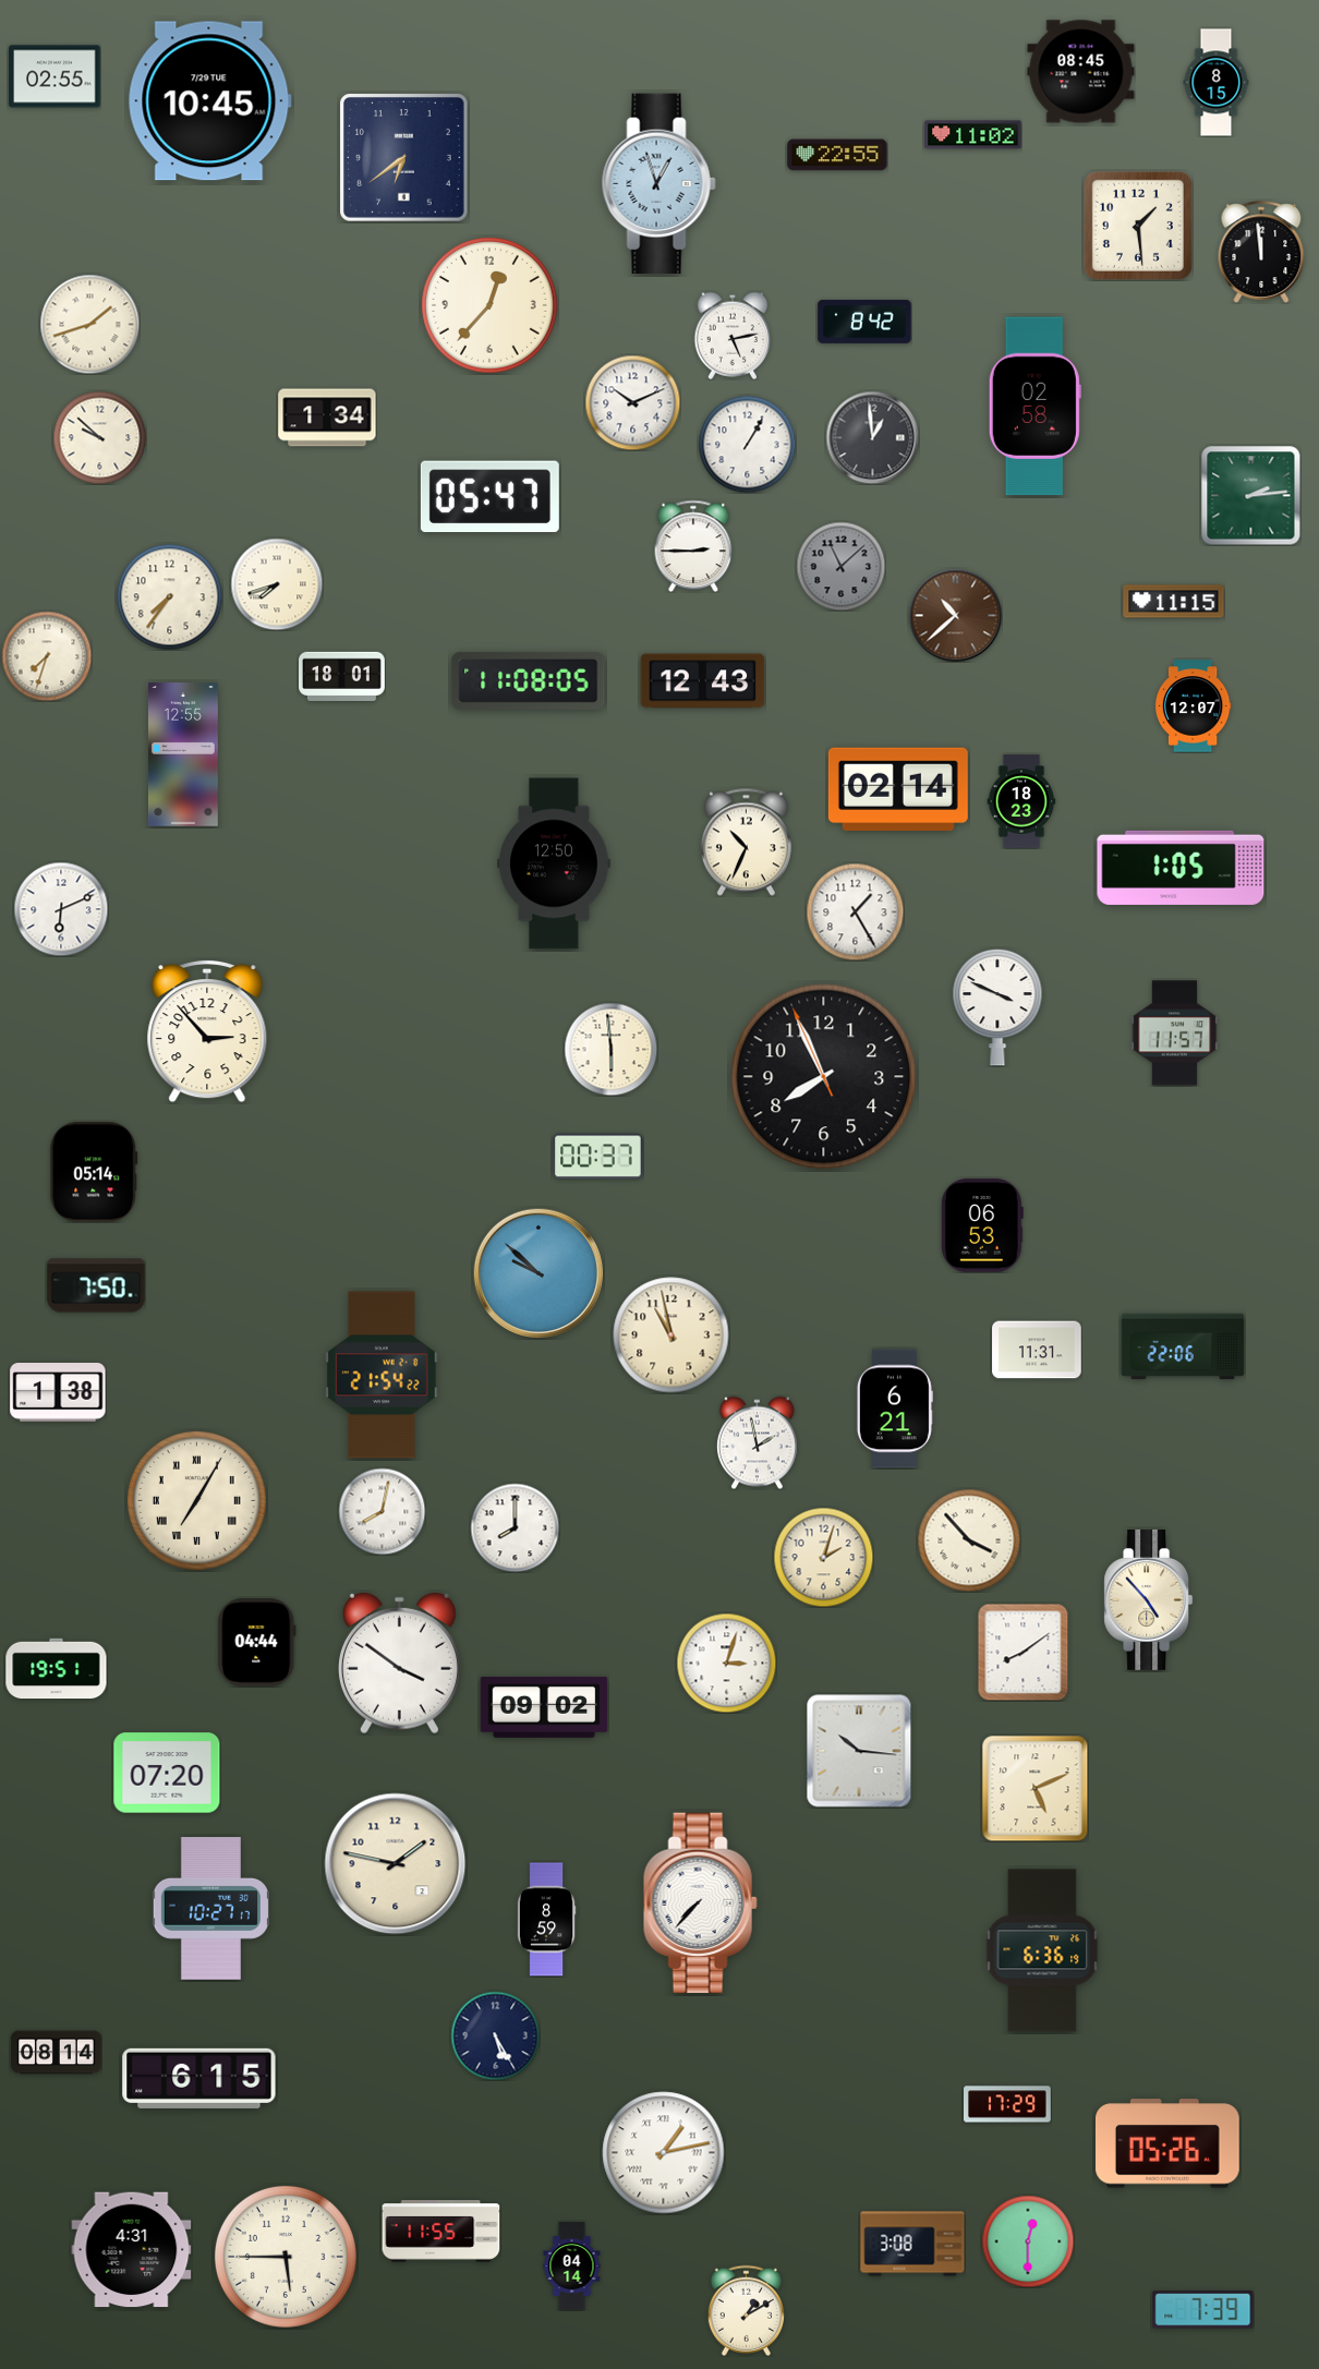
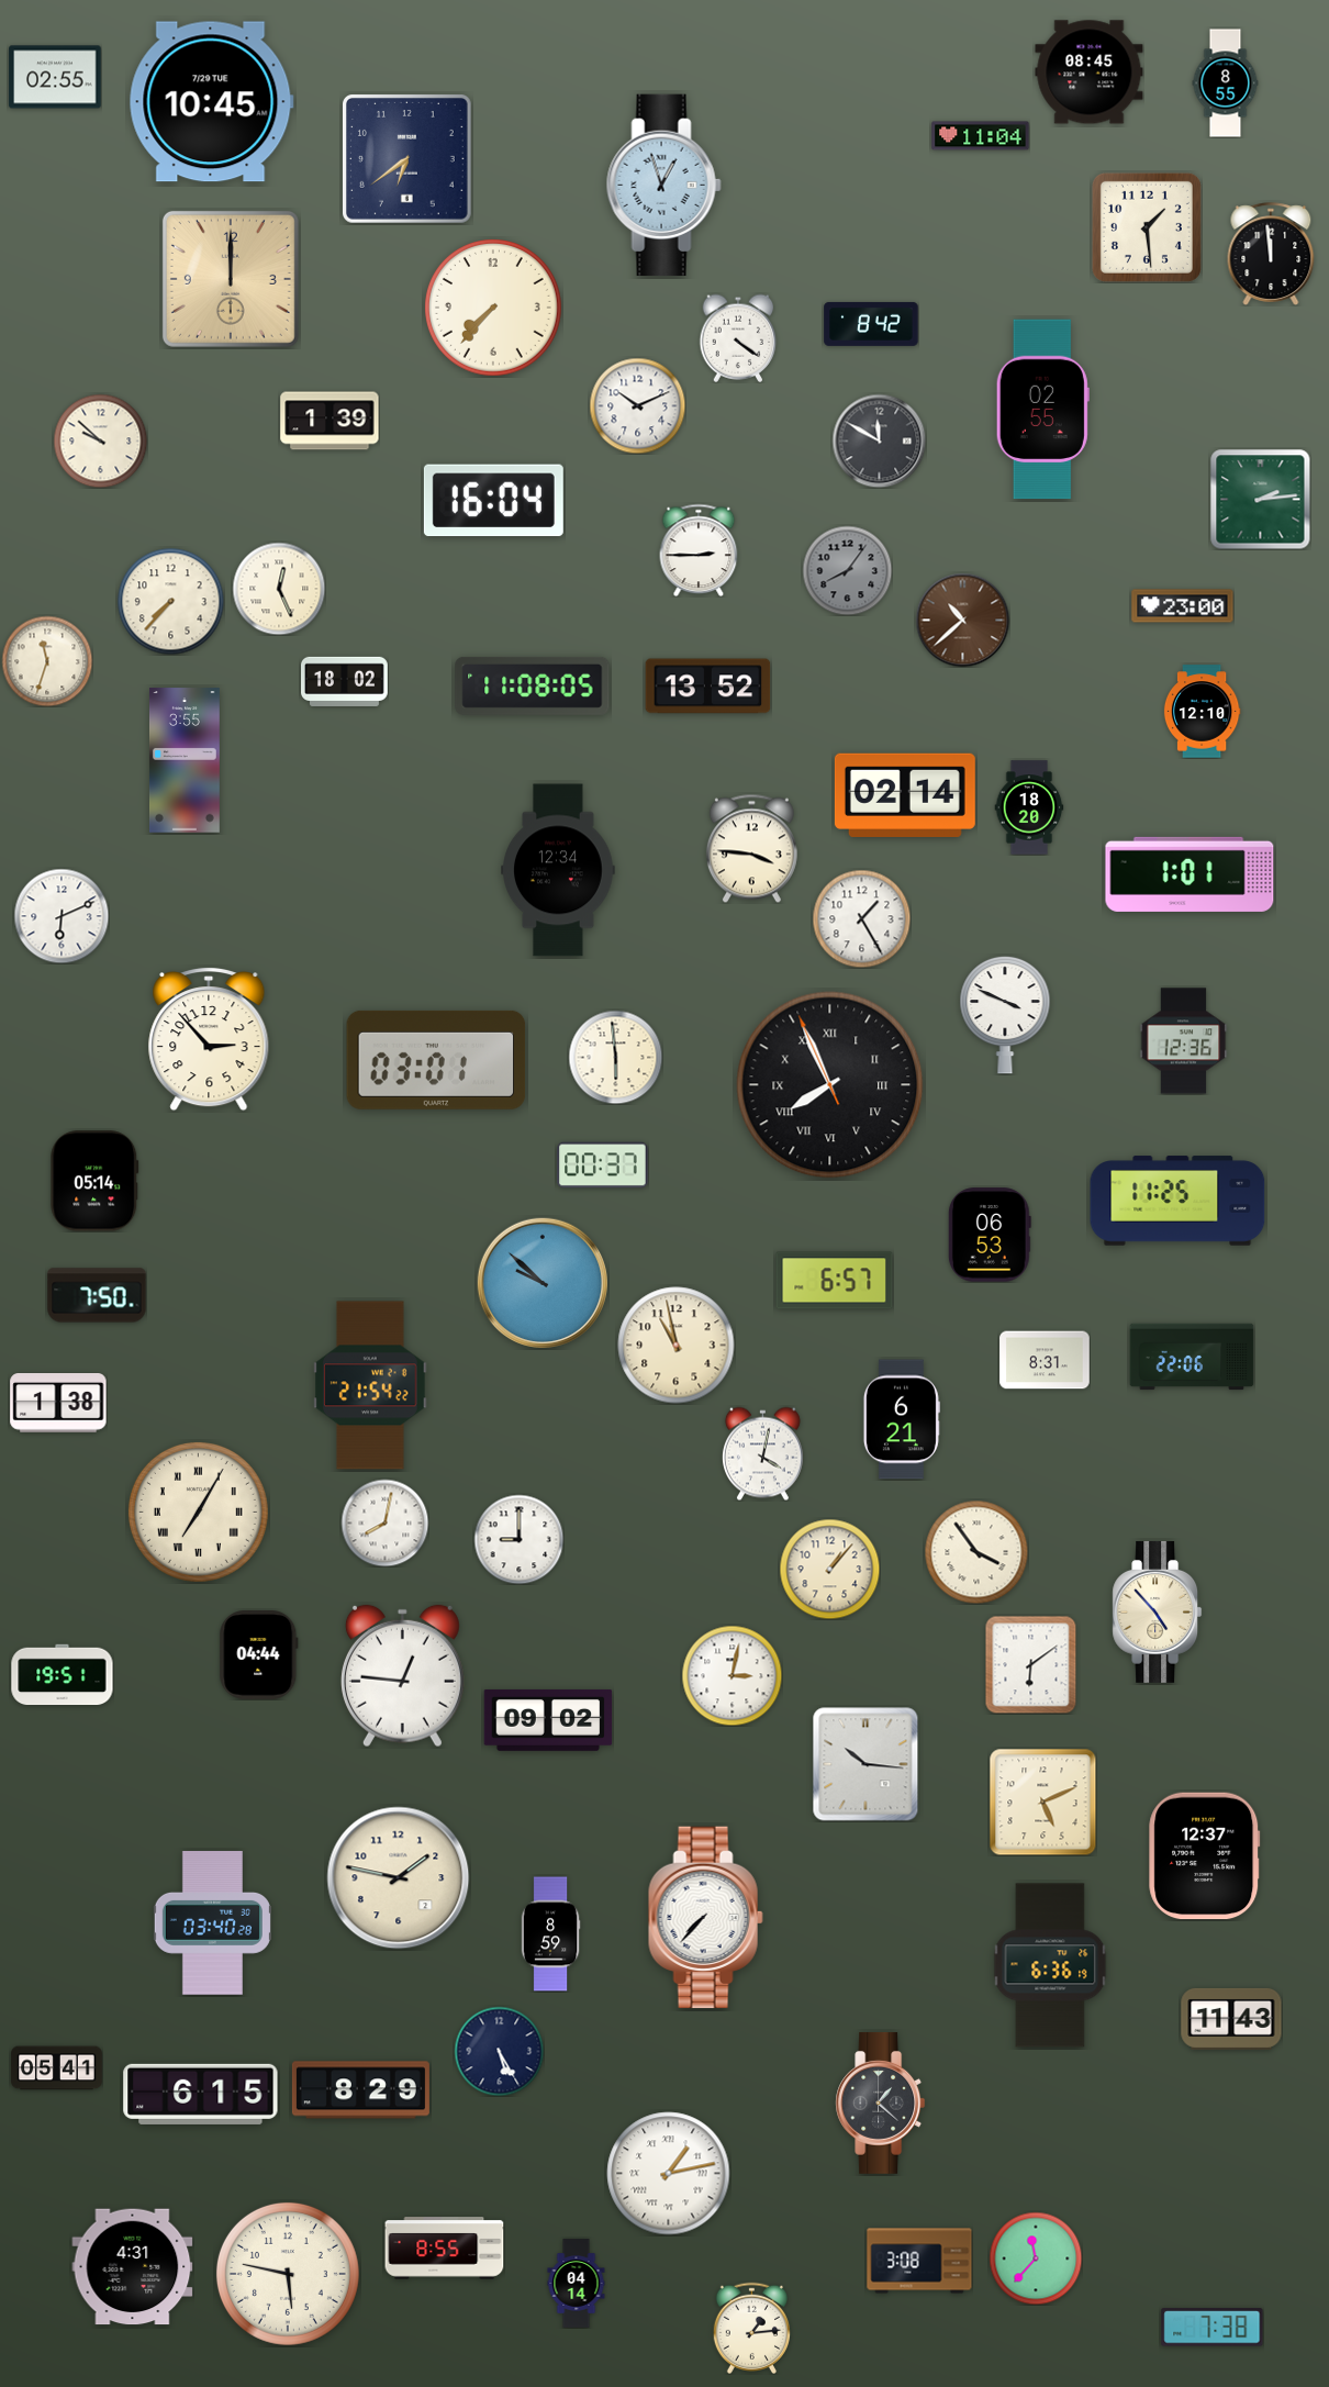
clock at (1217, 83): 8:15 -> 8:55
clock at (973, 135): 11:02 -> 11:04
clock at (837, 155): 22:55 -> none
clock at (231, 279): none -> 12:00
clock at (491, 306): 12:37 -> 7:37
clock at (89, 324): 1:42 -> none
clock at (733, 336): 5:13 -> 4:21
clock at (1034, 407): 02:58 -> 02:55
clock at (327, 418): 1:34 -> 1:39
clock at (872, 437): 12:59 -> 11:50
clock at (747, 444): 1:05 -> none
clock at (489, 497): 05:47 -> 16:04
clock at (840, 566): 11:08 -> 8:06
clock at (277, 584): 7:42 -> 12:26
clock at (169, 596): 7:36 -> 7:37
clock at (1174, 602): 11:15 -> 23:00
clock at (47, 656): 7:33 -> 11:33
clock at (342, 676): 18:01 -> 18:02
clock at (703, 681): 12:43 -> 13:52
clock at (1193, 706): 12:07 -> 12:10
clock at (183, 754): 12:55 -> 3:55
clock at (1021, 801): 18:23 -> 18:20
clock at (746, 842): 10:34 -> 3:46
clock at (555, 863): 12:50 -> 12:34
clock at (1181, 868): 1:05 -> 1:01
clock at (1175, 1034): 11:57 -> 12:36
clock at (436, 1060): none -> 03:01
clock at (824, 1077) numerals: Arabic -> Roman
clock at (1177, 1201): none -> 11:25
clock at (835, 1281): none -> 6:57
clock at (1037, 1350): 11:31 -> 8:31
clock at (382, 1375) position: (382, 1375) -> (370, 1385)
clock at (757, 1442): 1:58 -> 4:02
clock at (515, 1527): 8:00 -> 9:00
clock at (969, 1540): 3:53 -> 3:54
clock at (823, 1557): 2:03 -> 1:07
clock at (1024, 1652): 8:09 -> 6:09
clock at (726, 1663): 3:03 -> 3:02
clock at (399, 1664): 3:51 -> 12:46
clock at (57, 1669) position: (57, 1669) -> (63, 1675)
clock at (167, 1773): 07:20 -> none
clock at (1205, 1856): none -> 12:37
clock at (210, 1909): 10:27 -> 03:40
clock at (1231, 2019): none -> 11:43
clock at (57, 2053): 08:14 -> 05:41
clock at (360, 2090): none -> 8:29
clock at (881, 2102): none -> 1:22
clock at (1008, 2104): 17:29 -> none
clock at (1169, 2143): 05:26 -> none
clock at (664, 2153) position: (664, 2153) -> (669, 2174)
clock at (441, 2232): 11:55 -> 8:55
clock at (1028, 2241): 12:30 -> 11:37
clock at (286, 2257): 5:45 -> 5:47
clock at (746, 2310): 1:10 -> 1:14
clock at (1203, 2310): 7:39 -> 7:38
